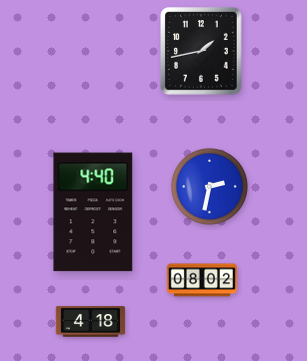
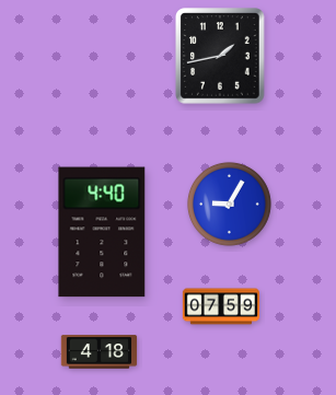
clock at (209, 186): 2:32 -> 9:05
clock at (202, 280): 08:02 -> 07:59
